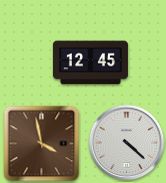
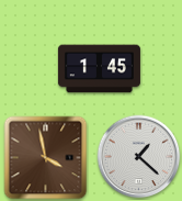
clock at (90, 63): 12:45 -> 1:45
clock at (127, 143): 4:22 -> 1:22
